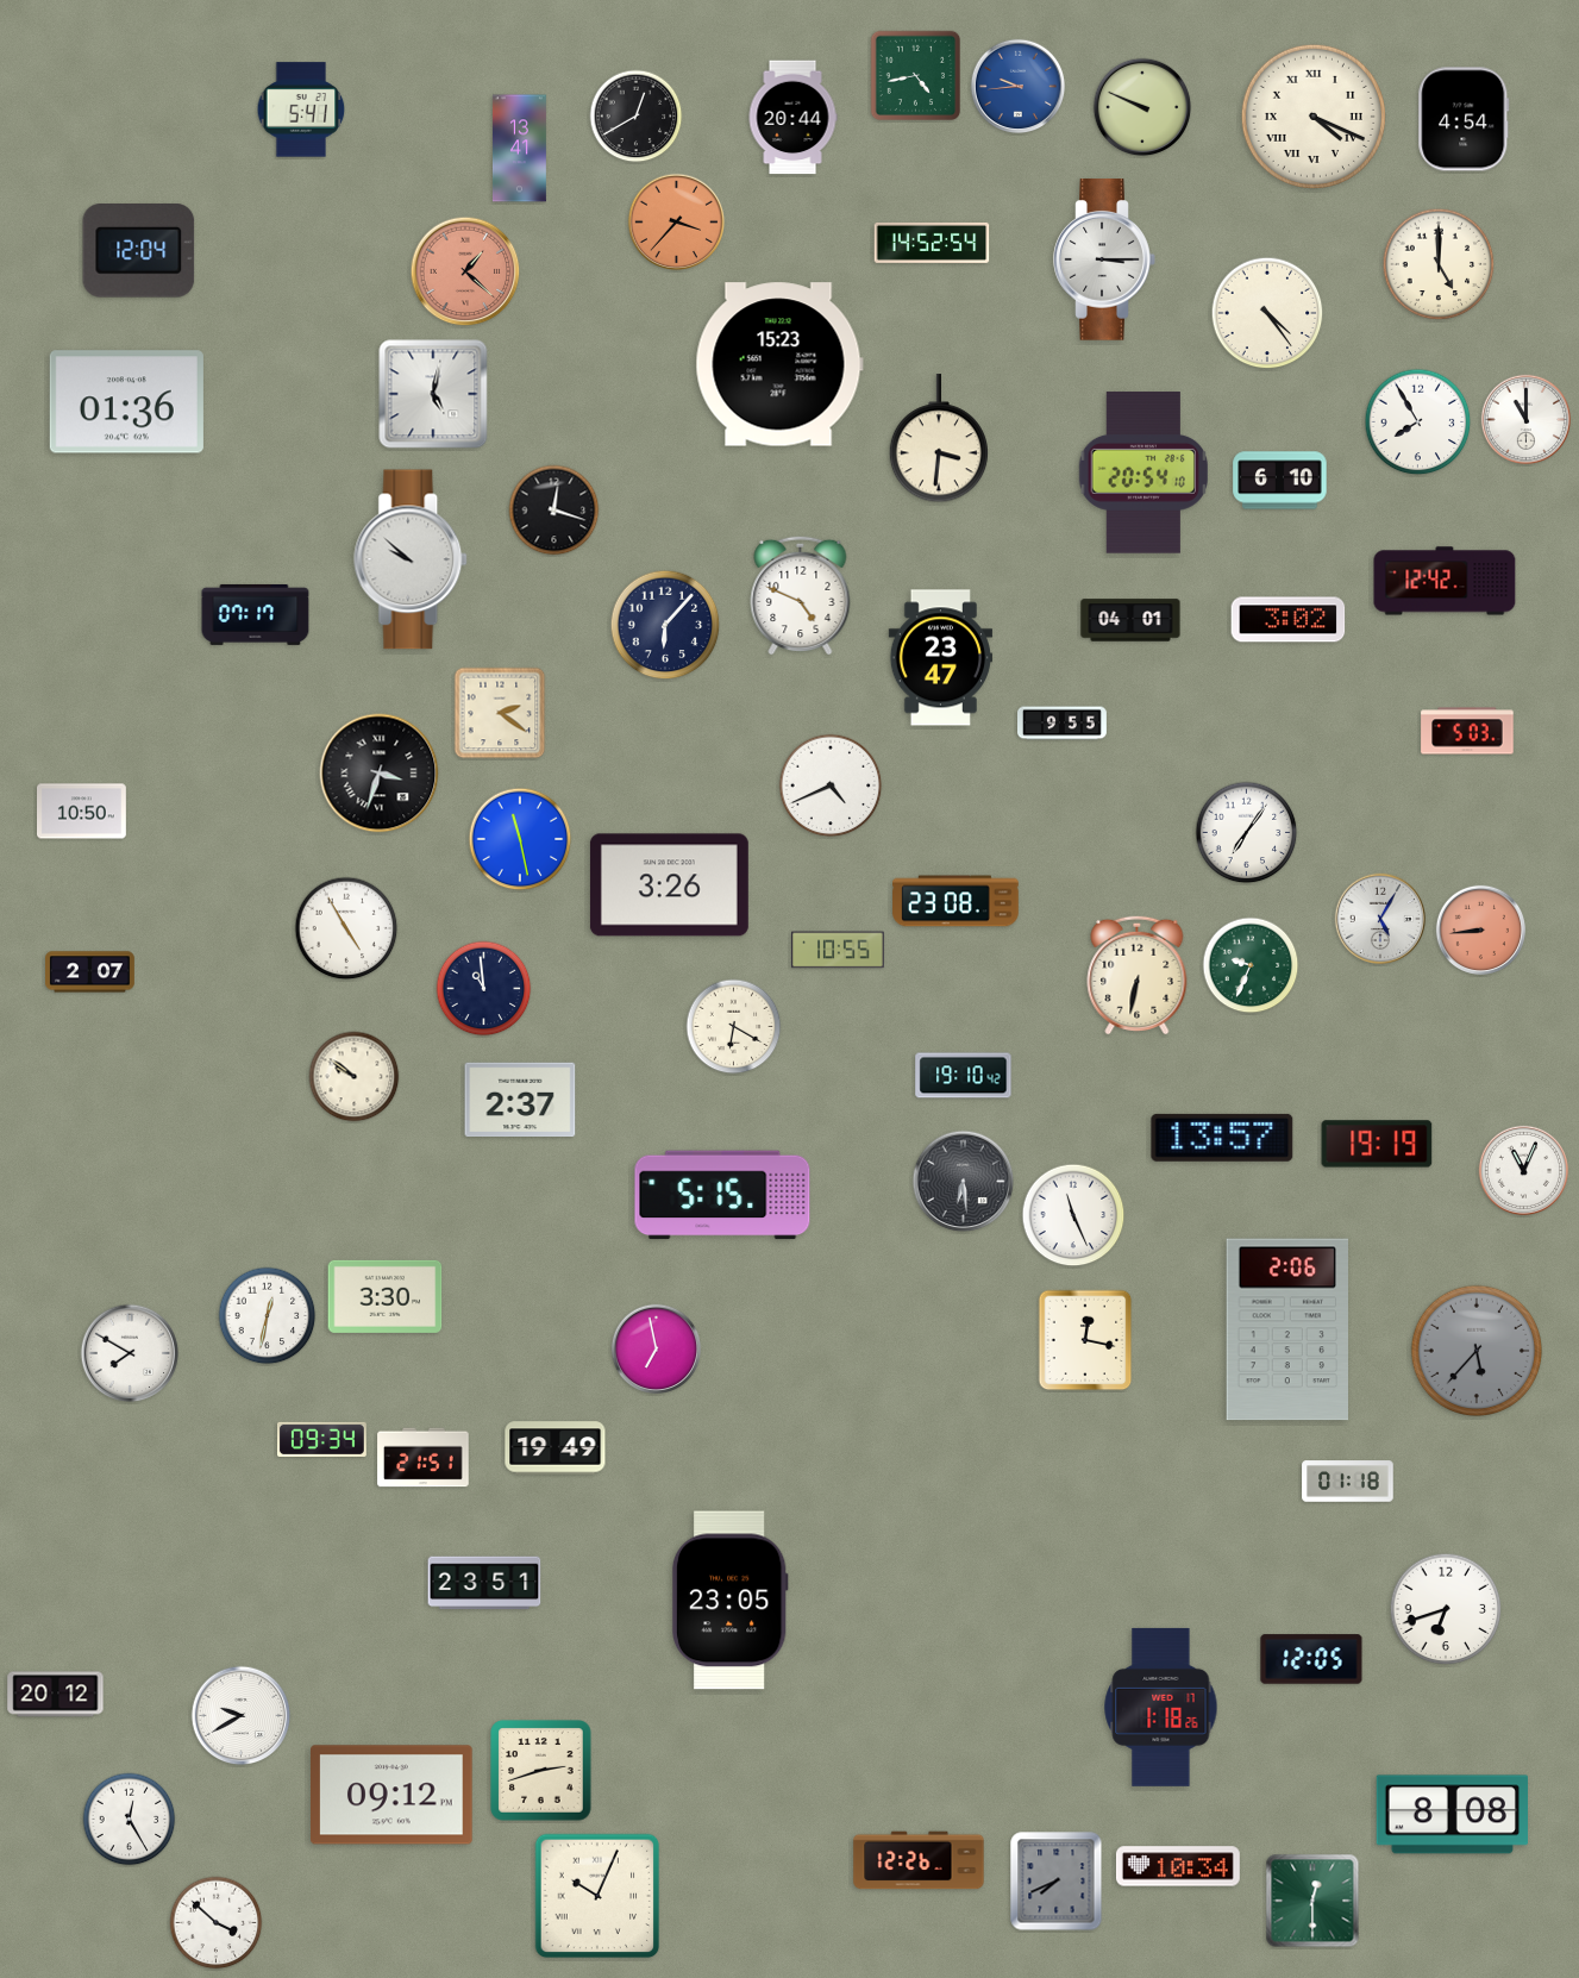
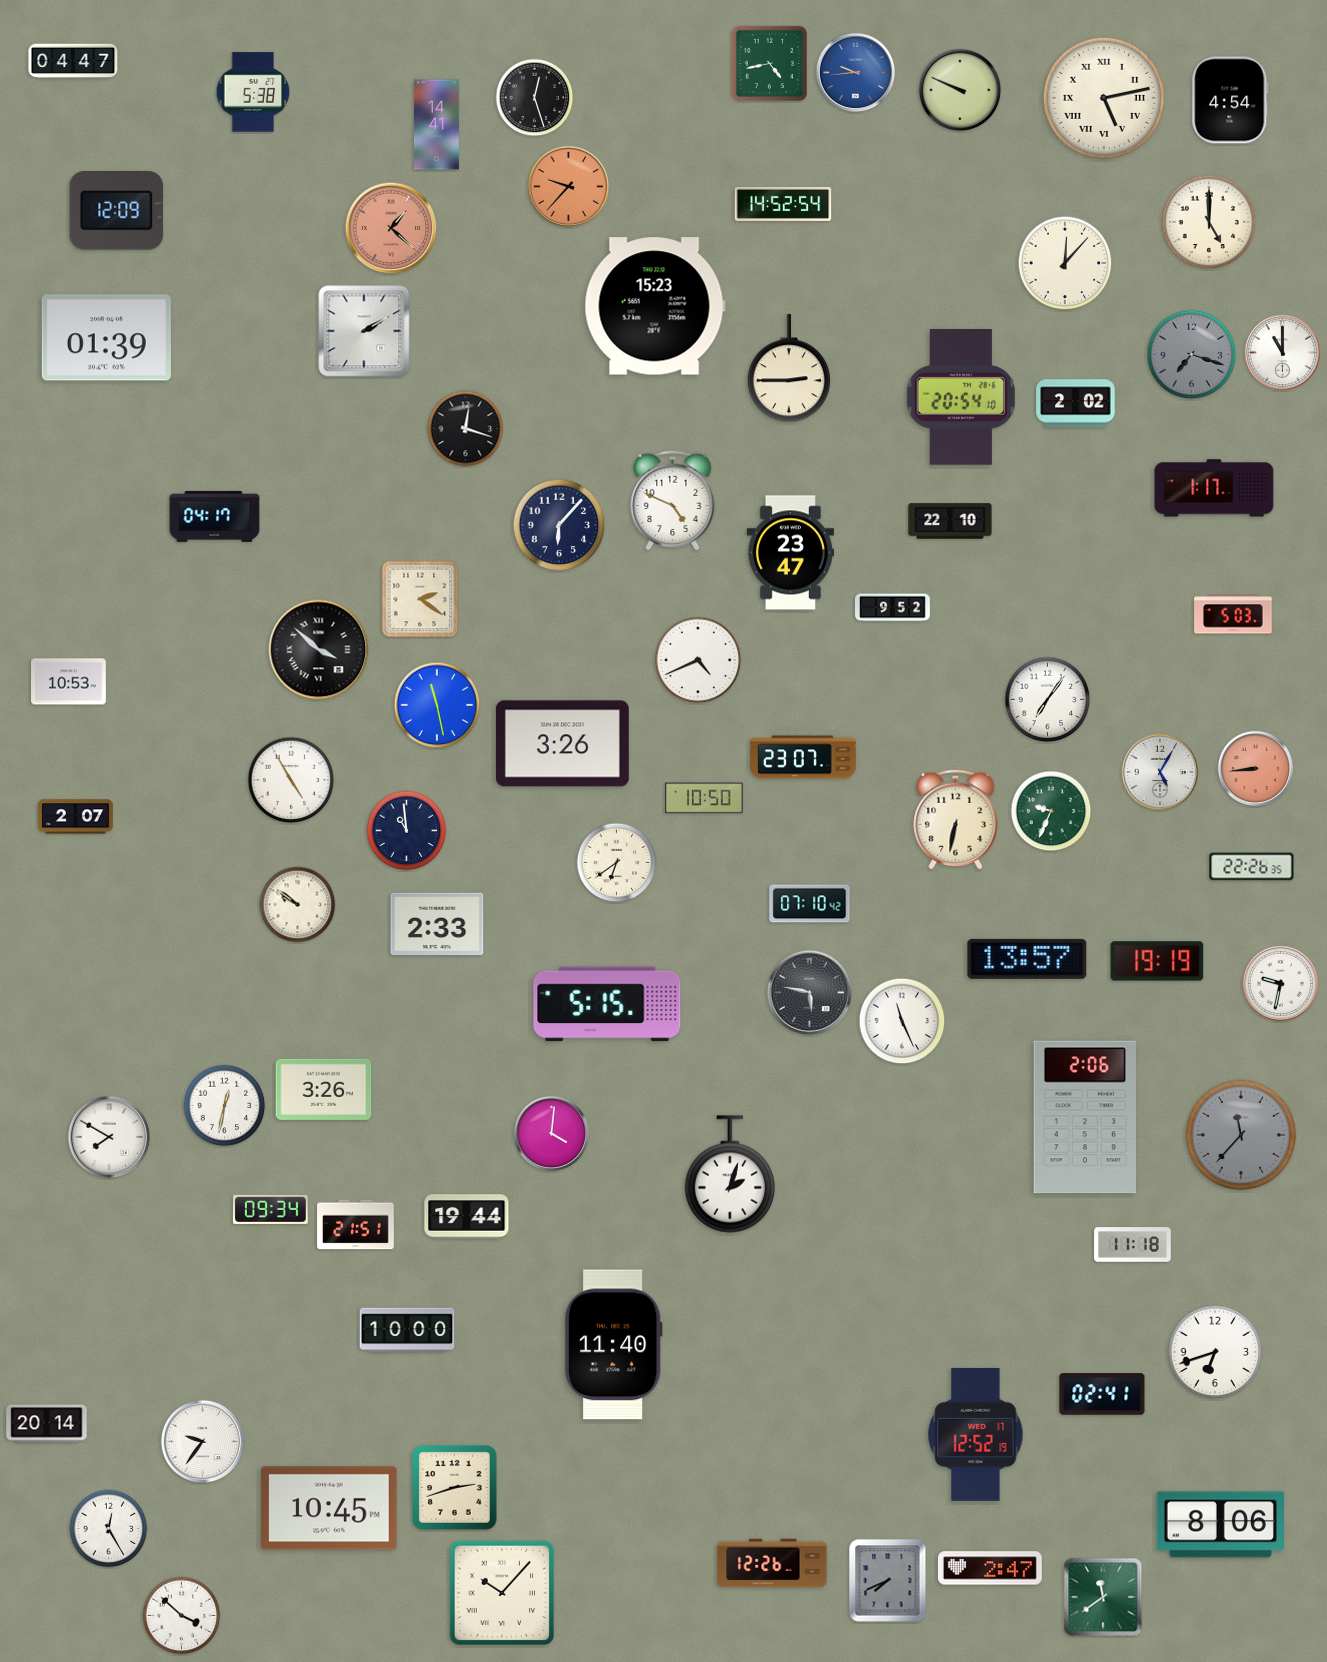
clock at (73, 61): none -> 04:47
clock at (301, 109): 5:41 -> 5:38
clock at (637, 117): 12:40 -> 12:27
clock at (1314, 117): 4:19 -> 5:13
clock at (792, 118): 20:44 -> none
clock at (519, 149): 13:41 -> 14:41
clock at (677, 223): 3:37 -> 9:37
clock at (139, 251): 12:04 -> 12:09
clock at (1104, 259): 3:15 -> none
clock at (1267, 313): 4:24 -> 12:07
clock at (433, 394): 5:02 -> 2:10
clock at (126, 402): 01:36 -> 01:39
clock at (1418, 422): 7:55 -> 7:18
clock at (1418, 422) dial: white -> grey
clock at (938, 439): 3:31 -> 2:45
clock at (1280, 481): 6:10 -> 2:02
clock at (412, 559): 9:52 -> none
clock at (1445, 581): 12:42 -> 1:17
clock at (256, 614): 07:17 -> 04:17
clock at (1130, 620): 04:01 -> 22:10
clock at (1289, 620): 3:02 -> none
clock at (1063, 724): 9:55 -> 9:52
clock at (380, 774): 3:33 -> 3:52
clock at (82, 812): 10:50 -> 10:53
clock at (955, 901): 23:08 -> 23:07
clock at (1480, 929) position: (1480, 929) -> (1255, 768)
clock at (838, 950): 10:55 -> 10:50
clock at (734, 1027): 6:20 -> 6:39
clock at (1252, 867): none -> 22:26
clock at (964, 1076): 19:10 -> 07:10
clock at (520, 1100): 2:37 -> 2:33
clock at (1222, 1138) position: (1222, 1138) -> (1027, 959)
clock at (1523, 1170): 11:04 -> 9:32
clock at (964, 1182): 6:29 -> 5:47
clock at (386, 1296): 3:30 -> 3:26
clock at (1286, 1329) position: (1286, 1329) -> (1084, 1117)
clock at (1085, 1340): 12:17 -> none
clock at (656, 1348): 6:58 -> 4:01
clock at (1477, 1351): 5:37 -> 11:37
clock at (730, 1174): none -> 2:03
clock at (556, 1448): 19:49 -> 19:44
clock at (1348, 1482): 01:18 -> 11:18
clock at (484, 1583): 23:51 -> 10:00
clock at (729, 1601): 23:05 -> 11:40
clock at (1311, 1659): 12:05 -> 02:41
clock at (56, 1695): 20:12 -> 20:14
clock at (1161, 1707): 1:18 -> 12:52
clock at (242, 1716): 9:40 -> 9:36
clock at (393, 1795): 09:12 -> 10:45
clock at (1452, 1815): 8:08 -> 8:06
clock at (1178, 1866): 10:34 -> 2:47
clock at (597, 1896): 10:04 -> 10:07
clock at (1312, 1901): 12:30 -> 11:39
